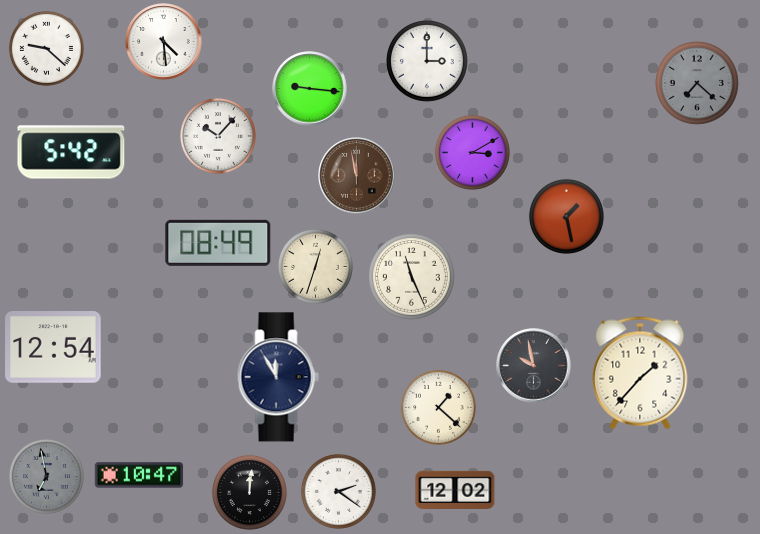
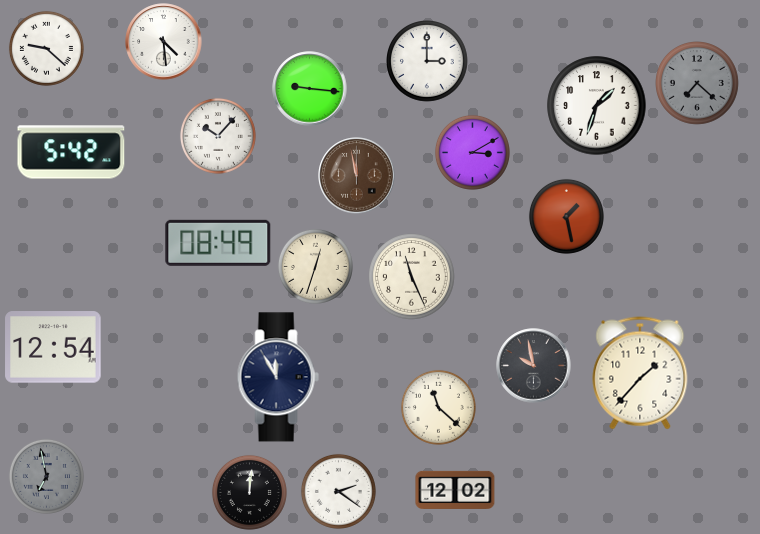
clock at (597, 106): none -> 1:33
clock at (438, 407): 1:22 -> 11:22
clock at (139, 475): 10:47 -> none
